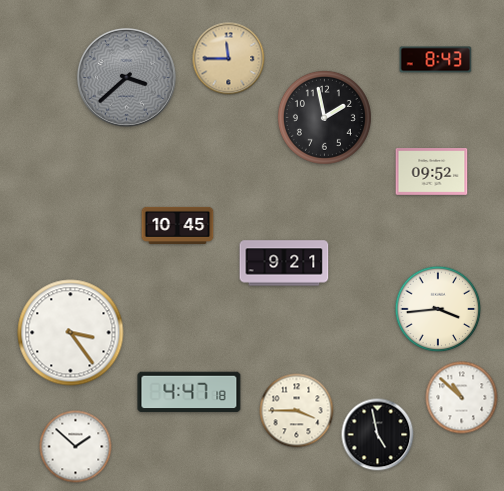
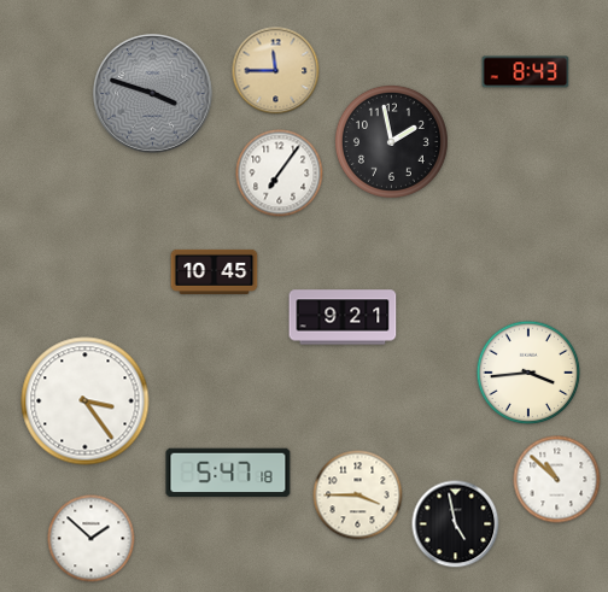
clock at (126, 77): 3:38 -> 3:48
clock at (280, 174): none -> 7:06
clock at (432, 172): 09:52 -> none
clock at (189, 392): 4:47 -> 5:47
